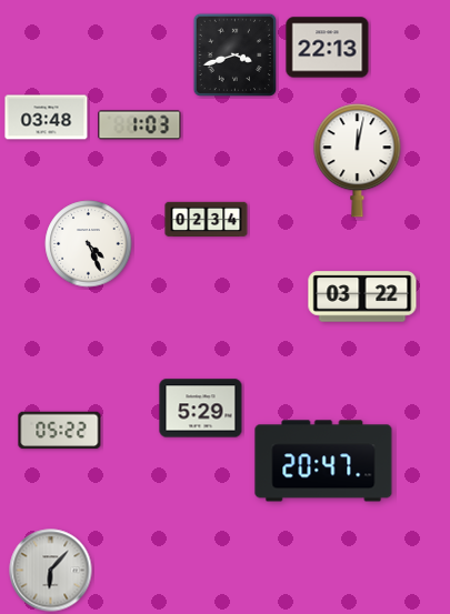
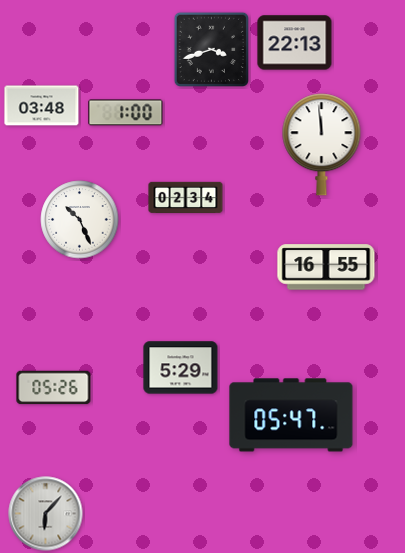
clock at (140, 125): 1:03 -> 1:00
clock at (358, 161): 12:02 -> 11:59
clock at (89, 244): 4:26 -> 10:26
clock at (362, 296): 03:22 -> 16:55
clock at (60, 431): 05:22 -> 05:26
clock at (323, 461): 20:47 -> 05:47
